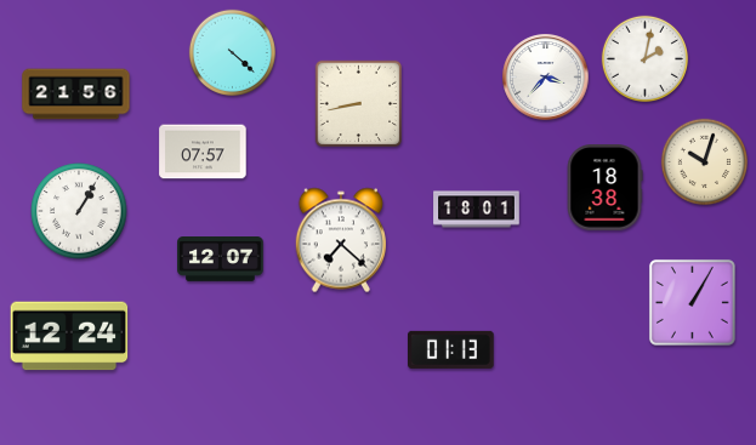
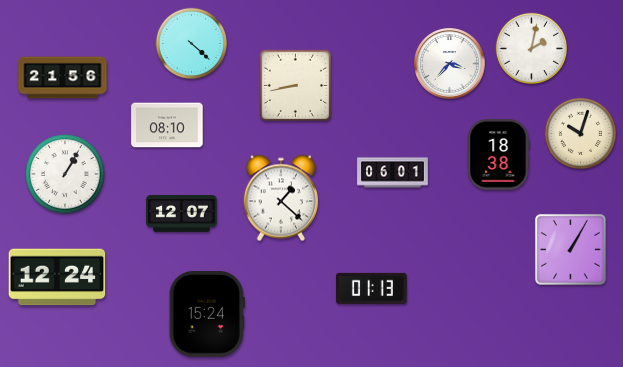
clock at (203, 152): 07:57 -> 08:10
clock at (477, 210): 18:01 -> 06:01
clock at (340, 240): 7:22 -> 1:22
clock at (207, 315): none -> 15:24
